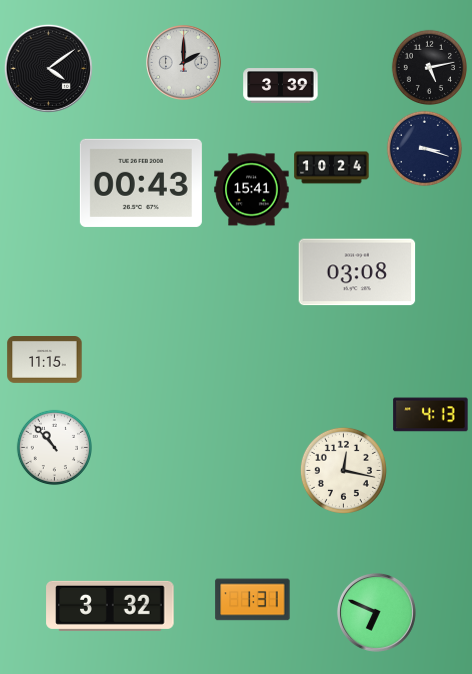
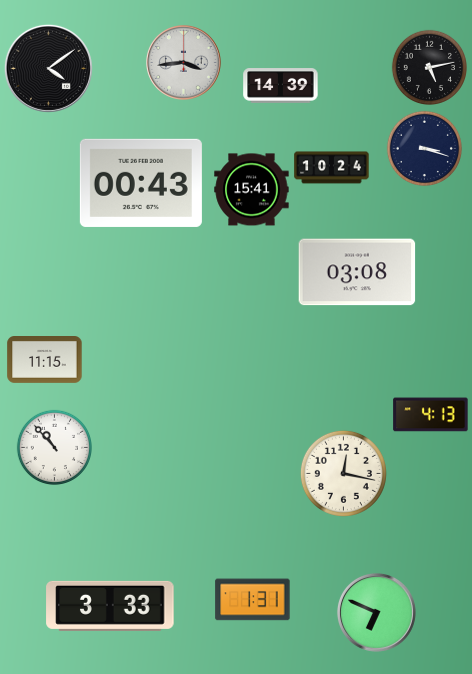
clock at (184, 63): 2:00 -> 3:44
clock at (281, 86): 3:39 -> 14:39
clock at (343, 470) position: (343, 470) -> (343, 473)
clock at (110, 606): 3:32 -> 3:33
